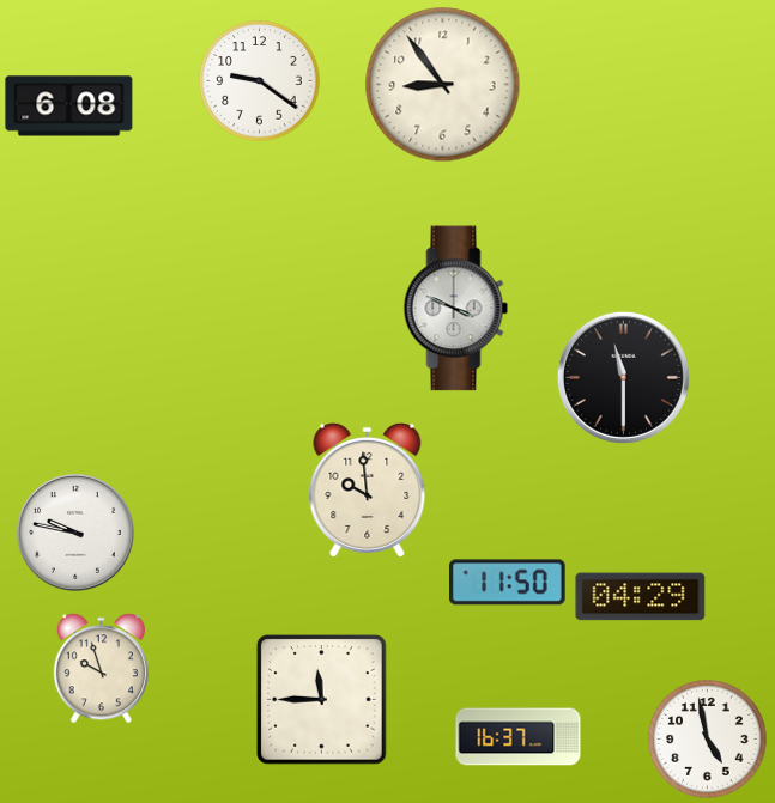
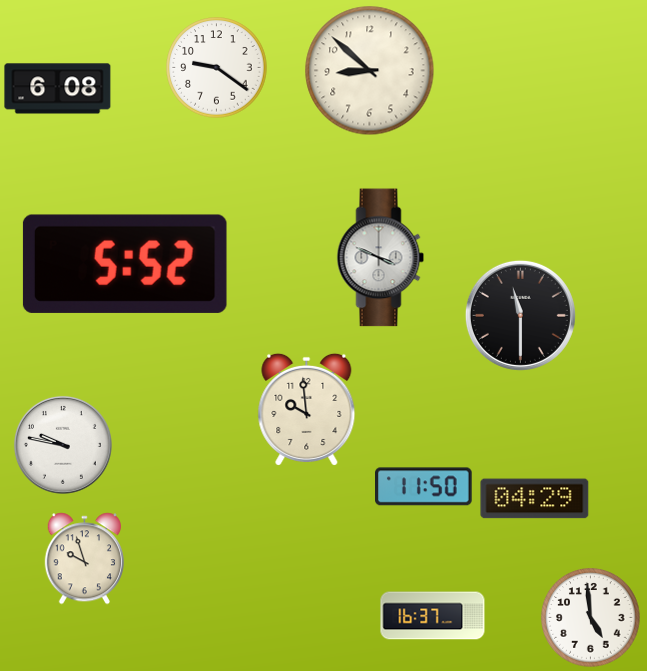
clock at (443, 85): 8:54 -> 8:52
clock at (125, 264): none -> 5:52
clock at (322, 700): 11:45 -> none
clock at (708, 740): 4:58 -> 4:59
